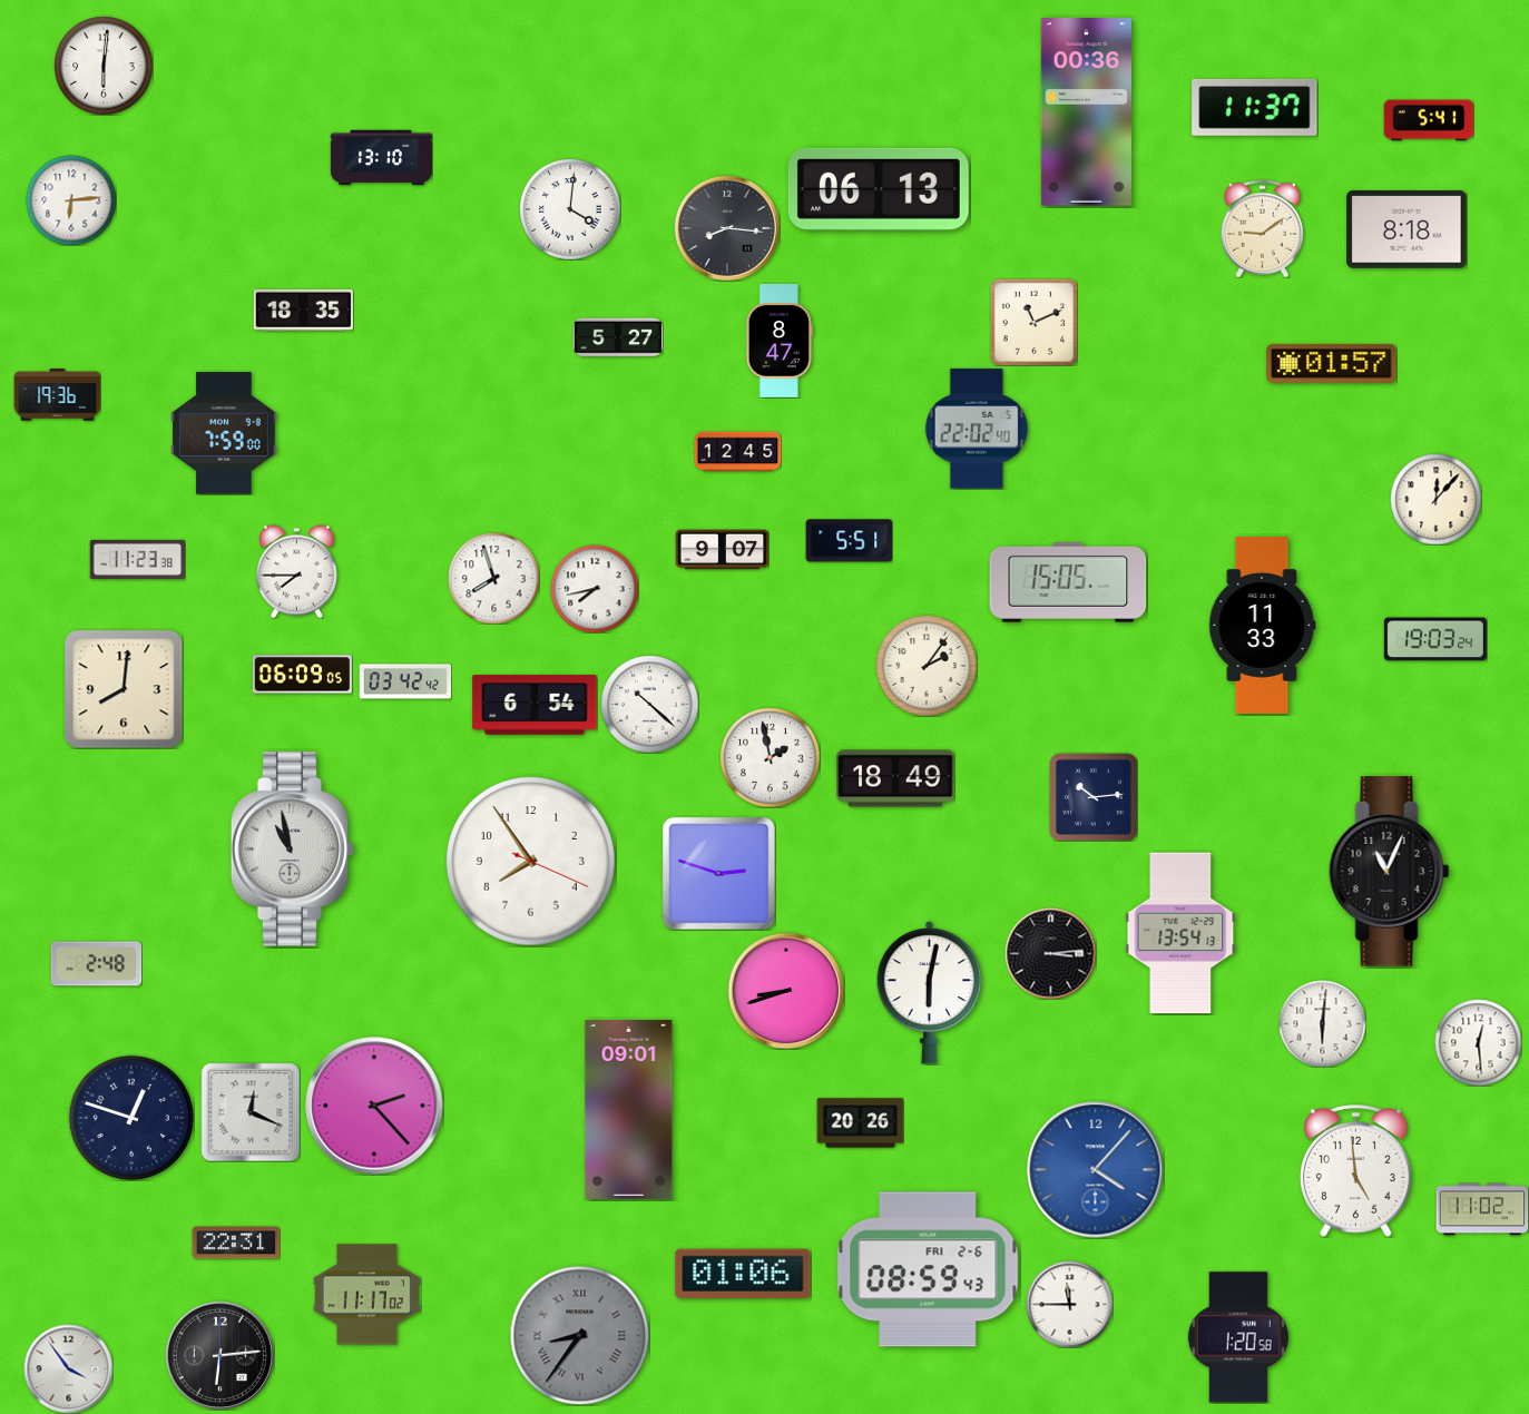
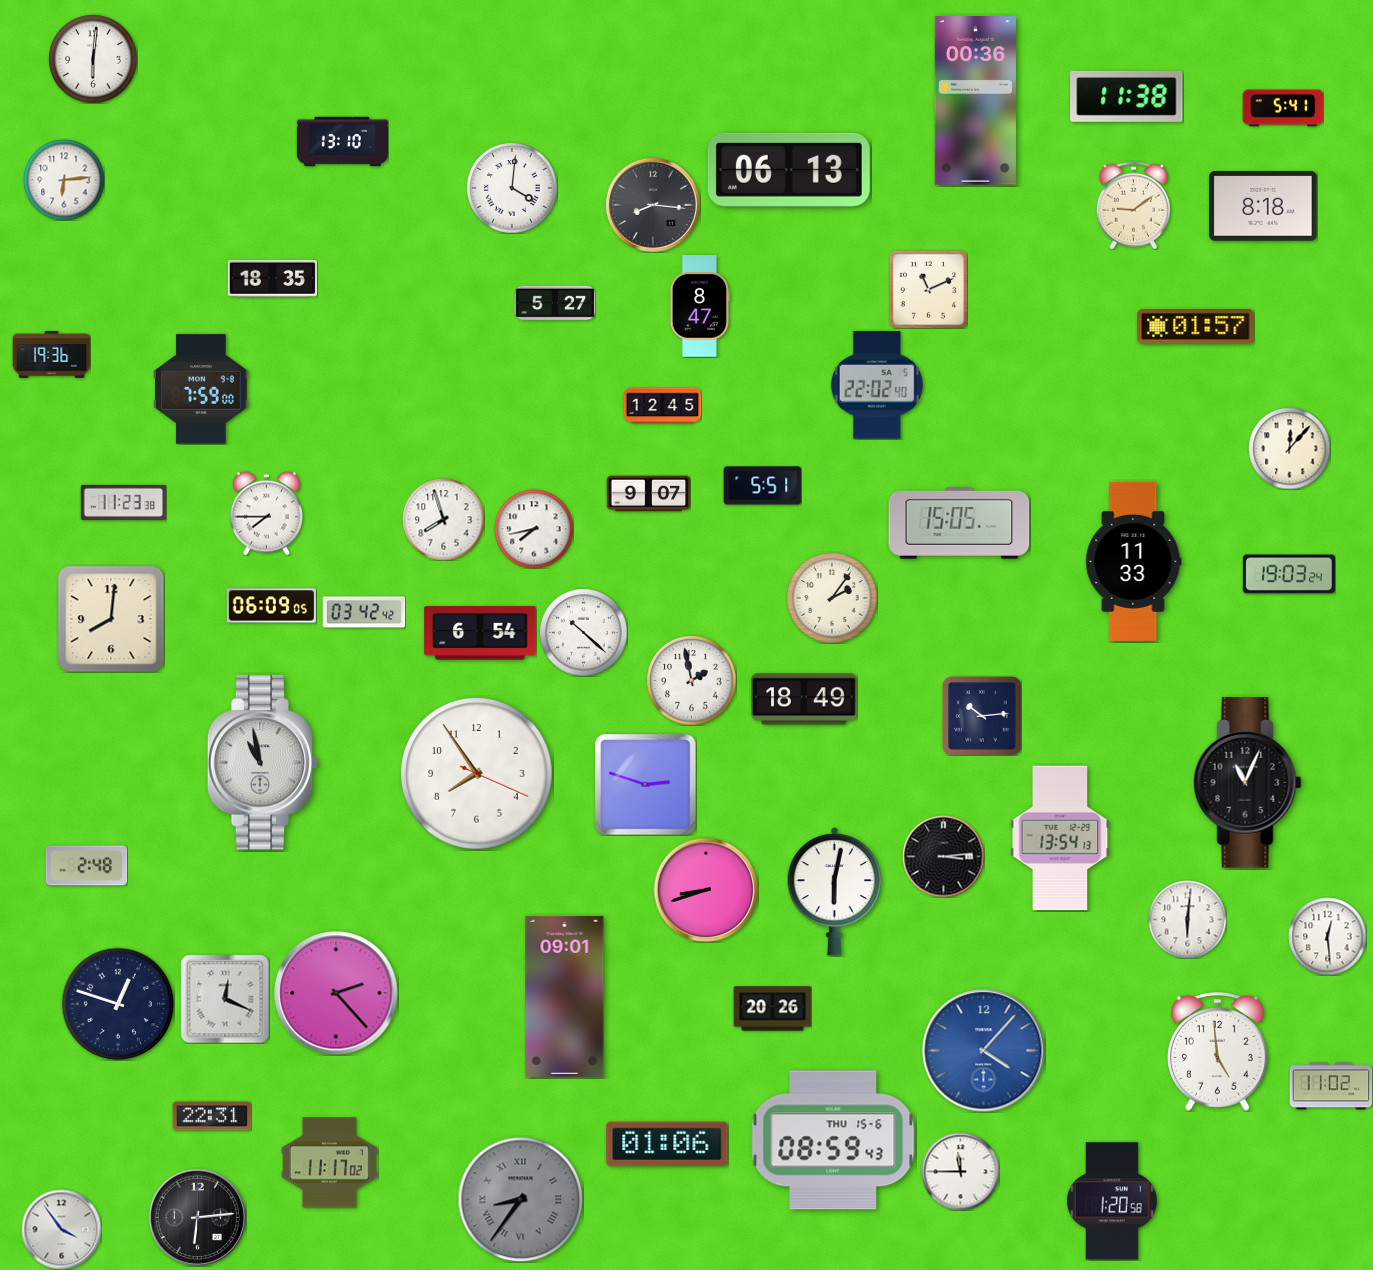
clock at (1255, 107): 11:37 -> 11:38
clock at (928, 1269) date: FRI 2-6 -> THU 15-6
